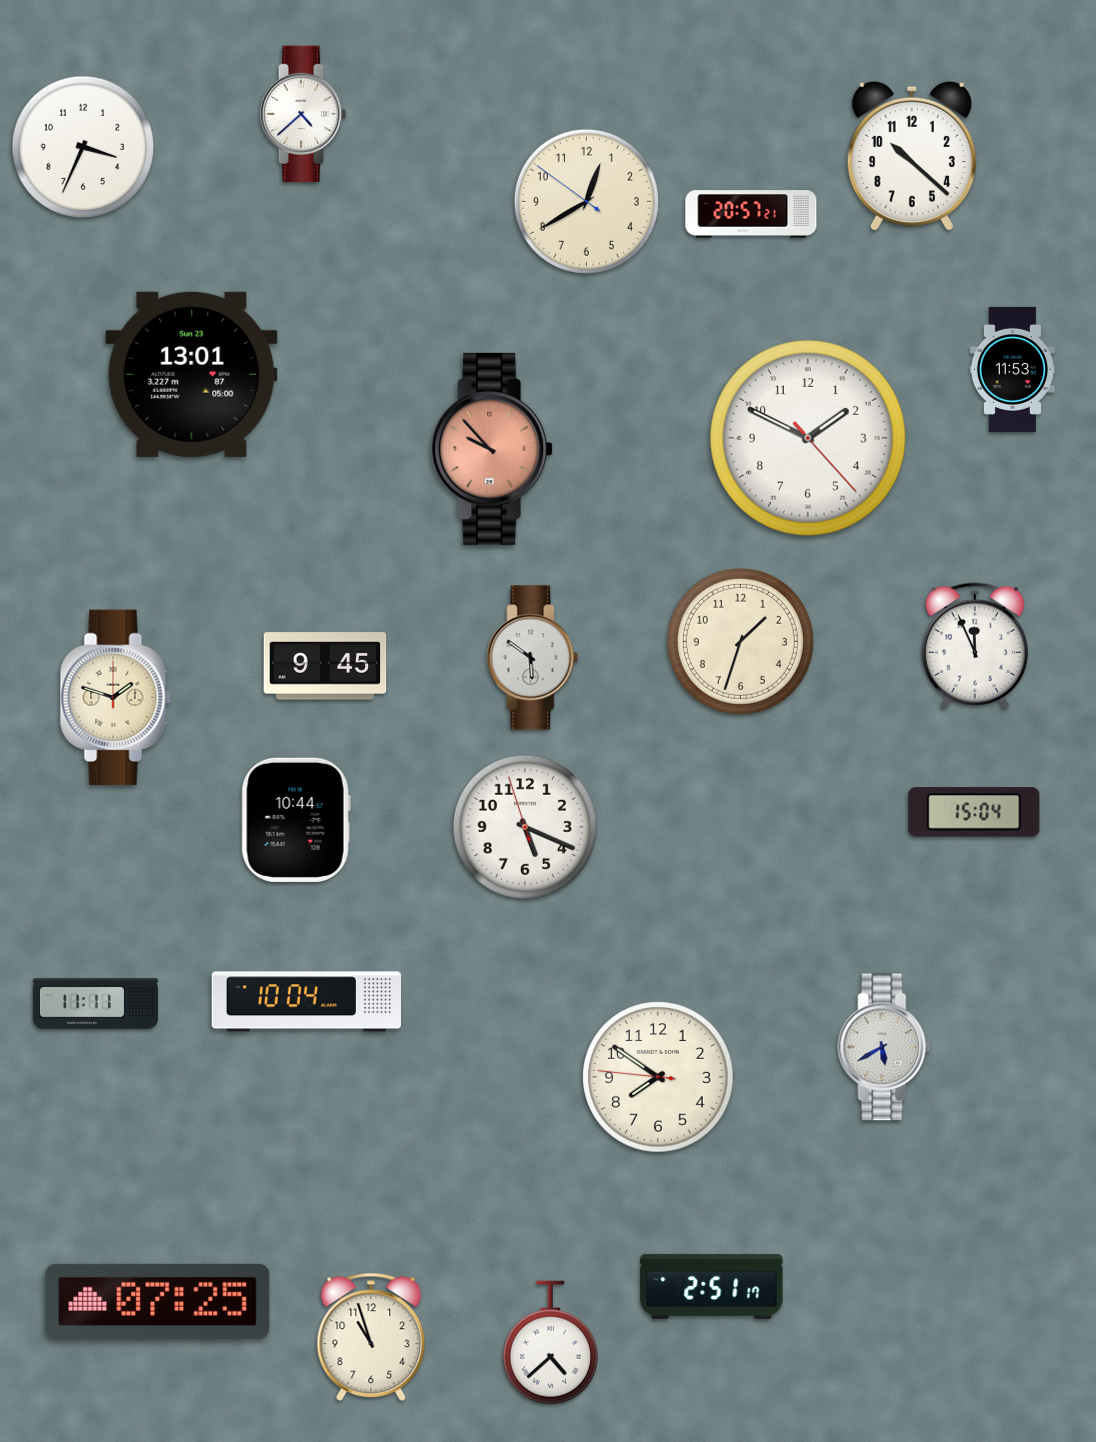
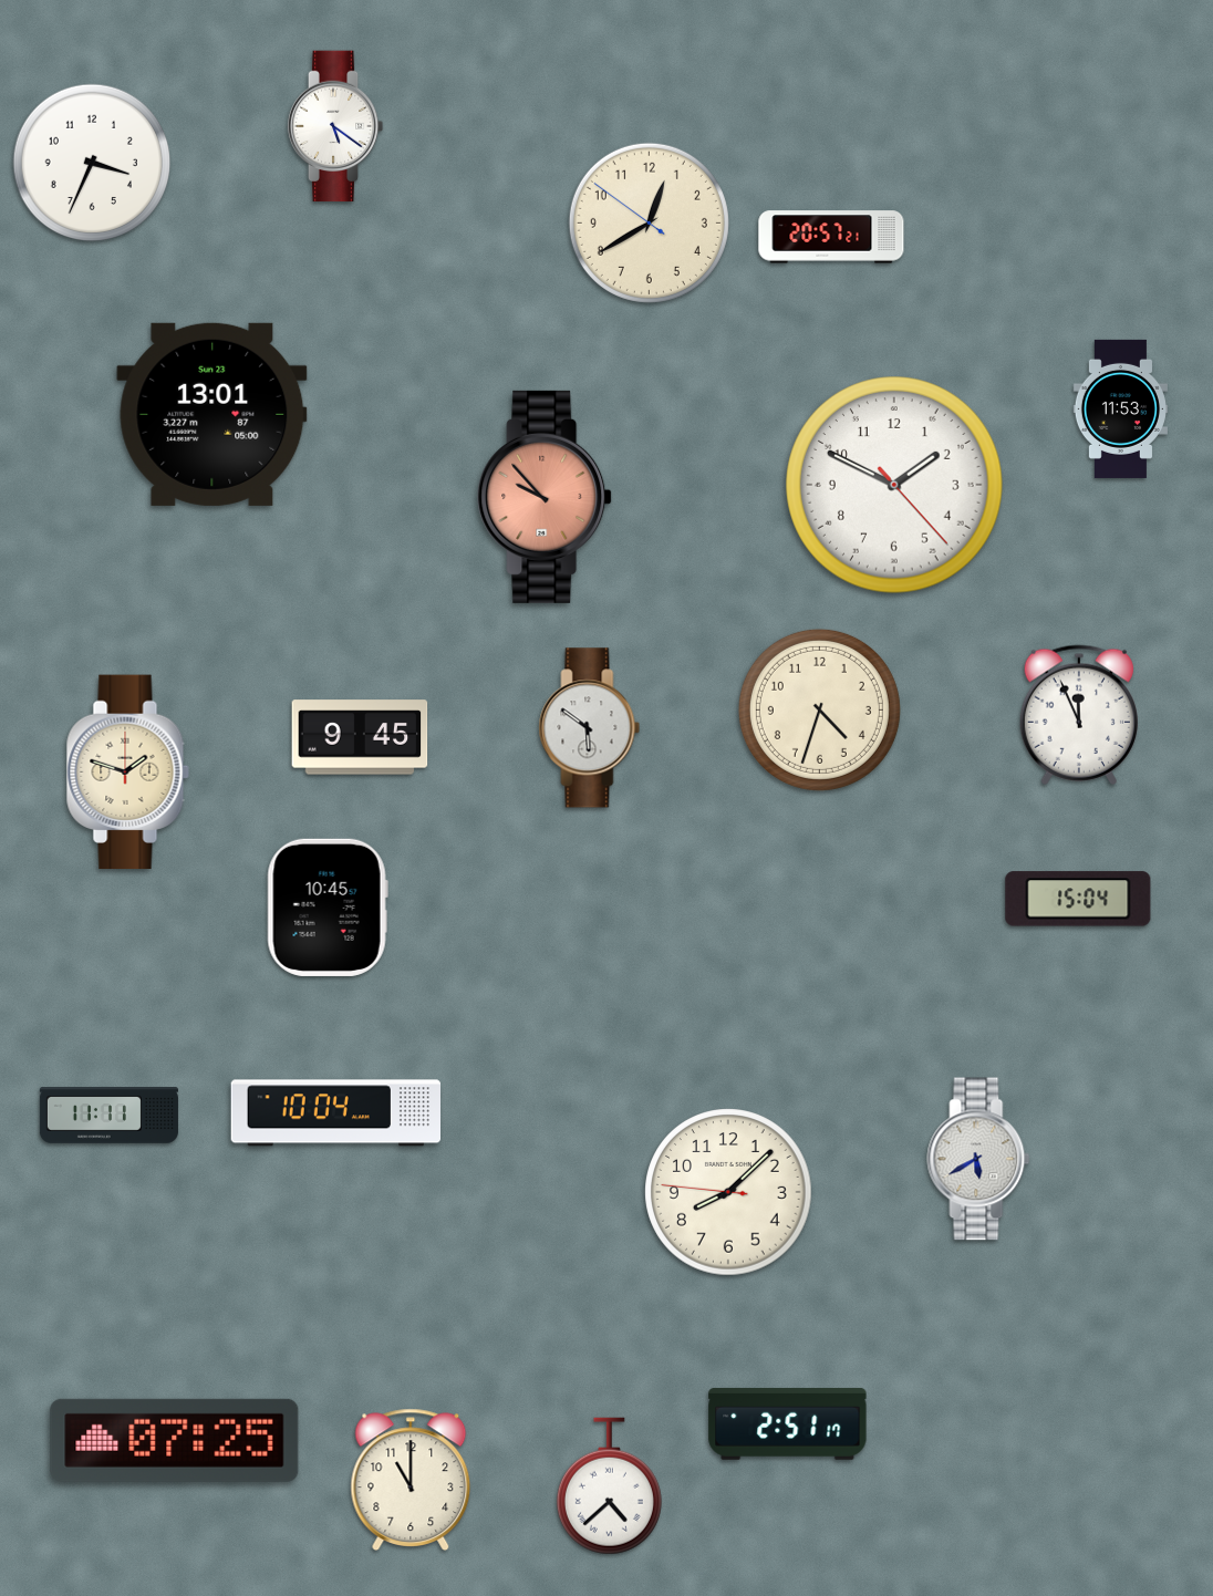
clock at (303, 114): 4:38 -> 5:21
clock at (912, 156): 10:22 -> none
clock at (740, 641): 1:33 -> 4:33
clock at (296, 820): 10:44 -> 10:45
clock at (525, 827): 5:18 -> none
clock at (306, 1002) position: (306, 1002) -> (335, 1113)
clock at (95, 1004) position: (95, 1004) -> (108, 1116)
clock at (658, 1077): 7:50 -> 8:07
clock at (371, 1336): 10:57 -> 11:00
